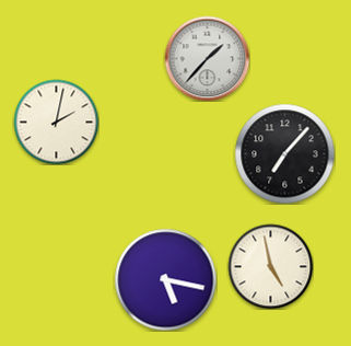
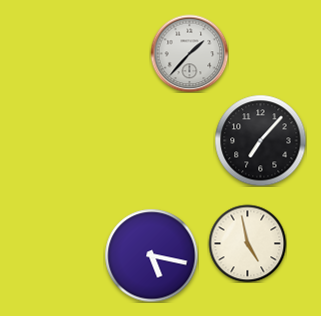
clock at (56, 122): 2:02 -> none
